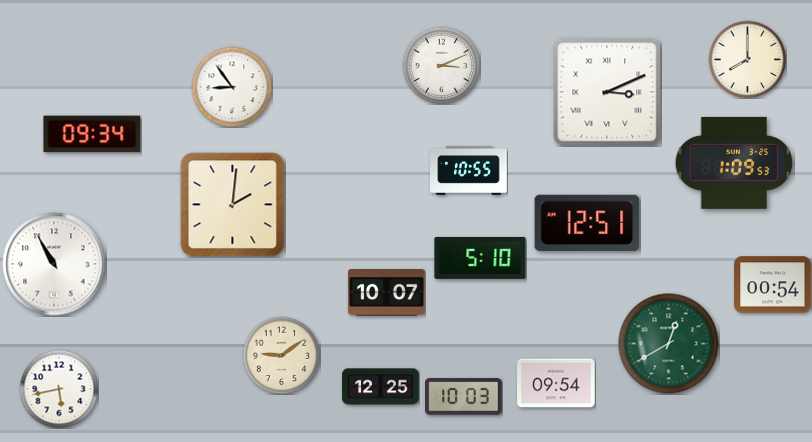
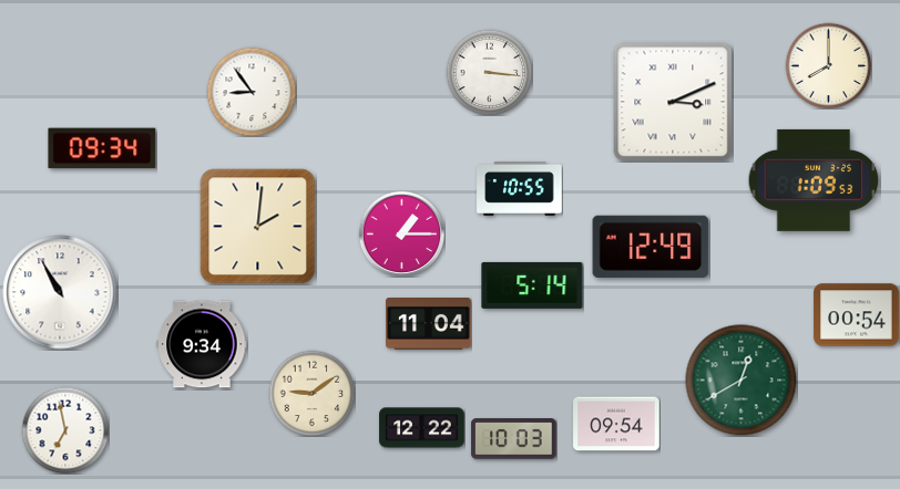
clock at (441, 65): 3:11 -> 3:16
clock at (232, 87) position: (232, 87) -> (252, 92)
clock at (401, 233): none -> 1:15
clock at (587, 223): 12:51 -> 12:49
clock at (480, 258): 5:10 -> 5:14
clock at (387, 293): 10:07 -> 11:04
clock at (202, 344): none -> 9:34
clock at (381, 387): 12:25 -> 12:22
clock at (59, 389): 5:43 -> 6:58
